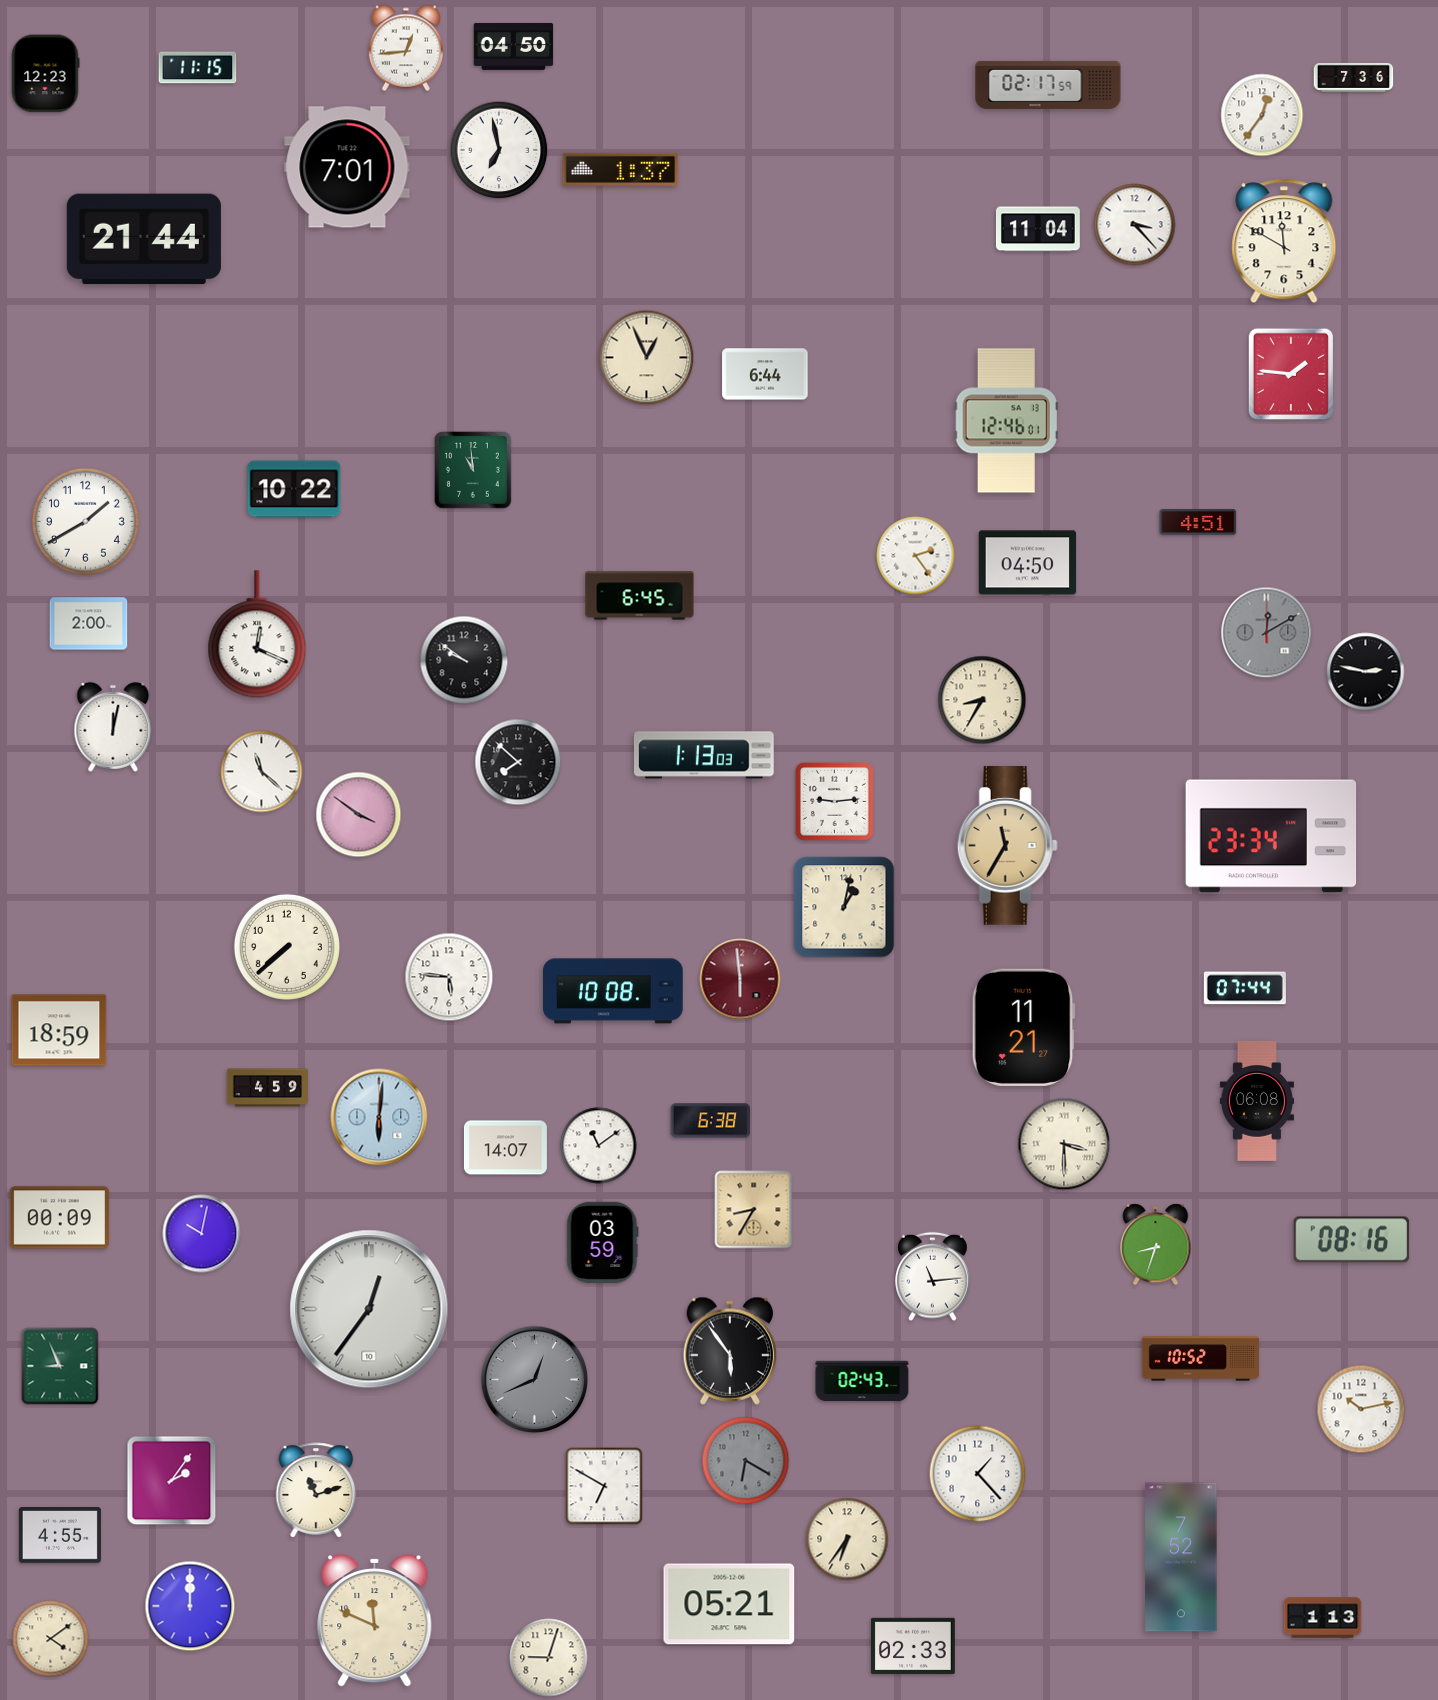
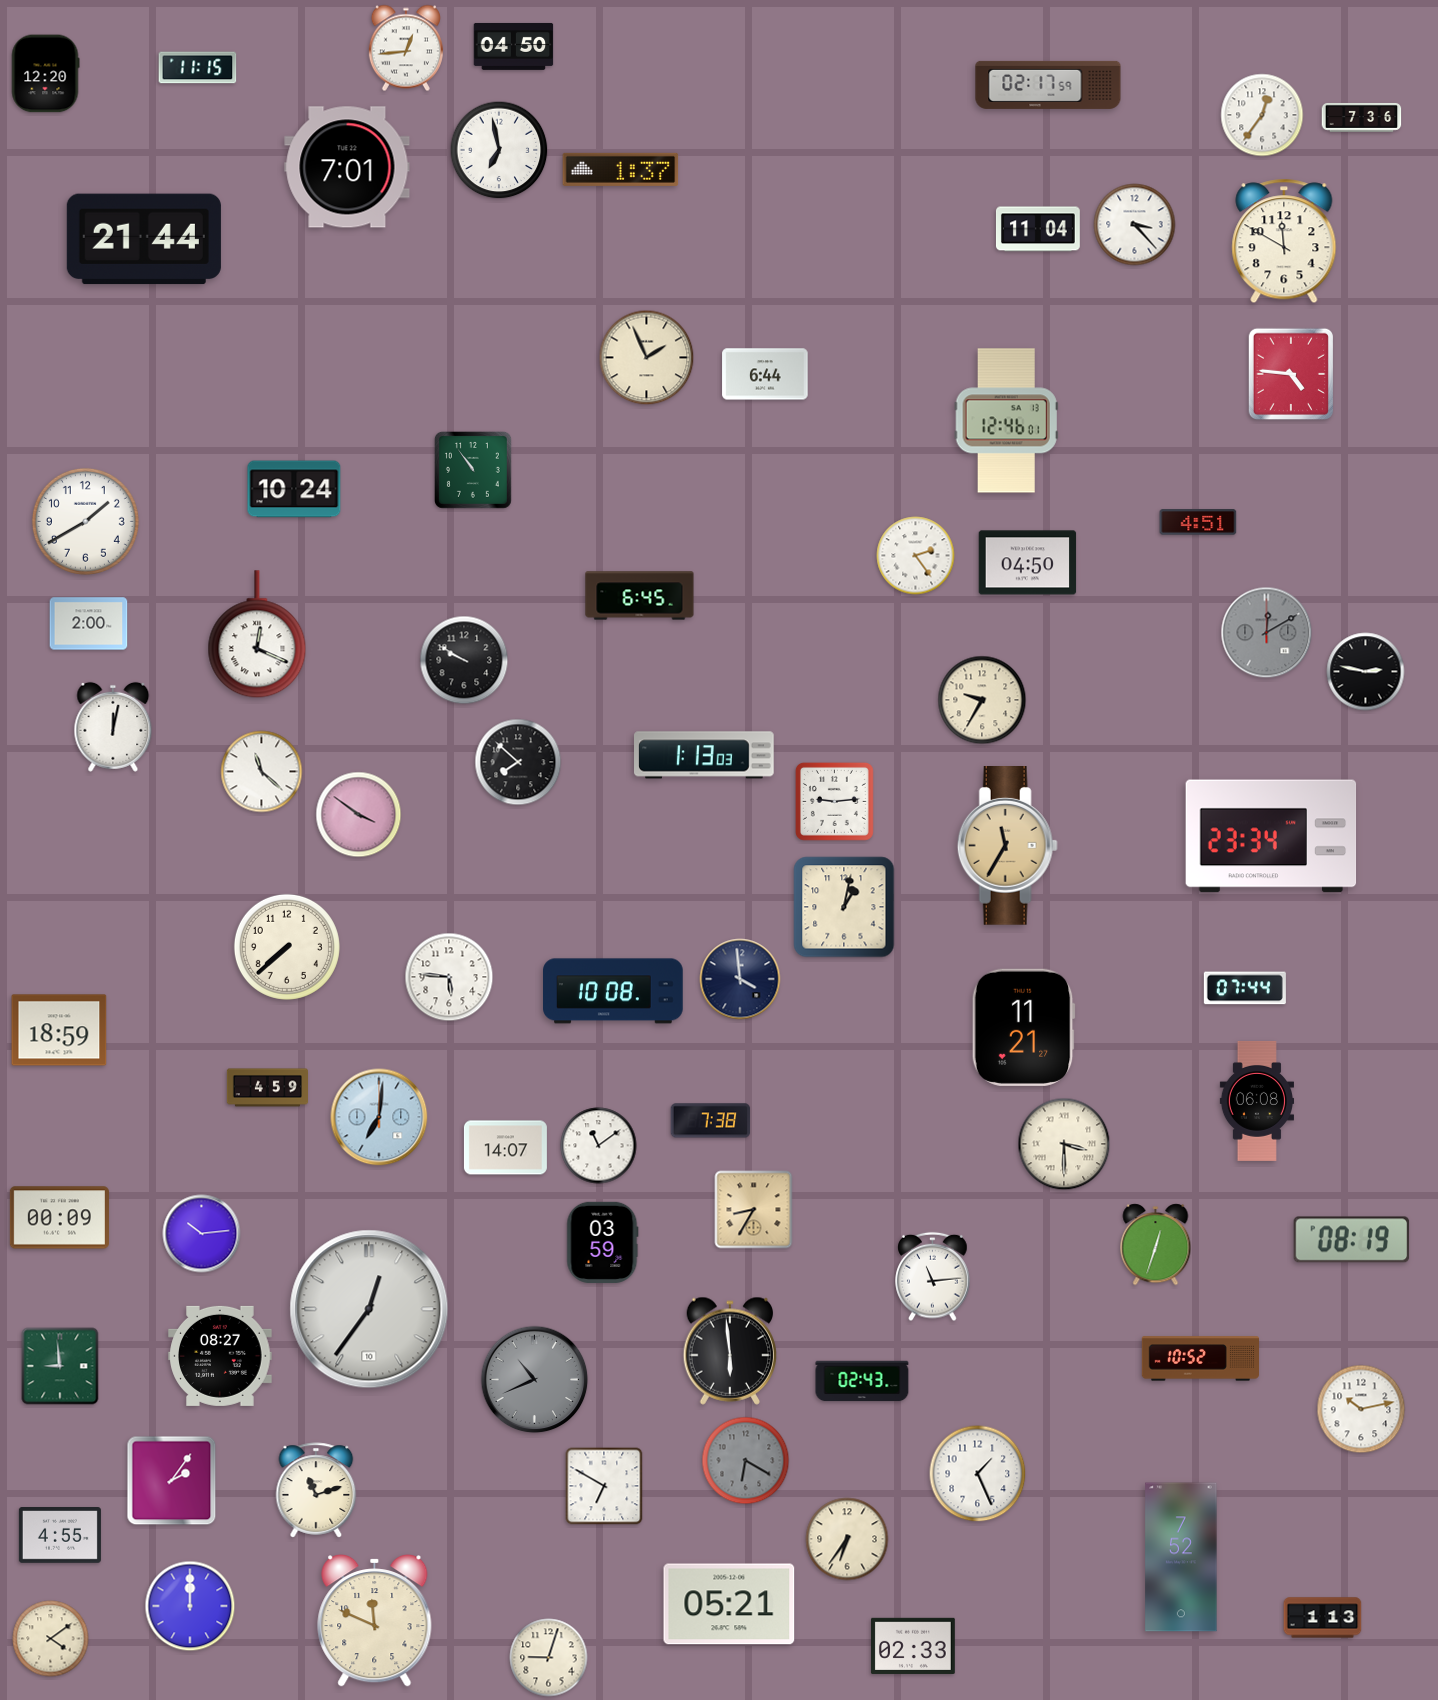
clock at (45, 74): 12:23 -> 12:20
clock at (1354, 77) position: (1354, 77) -> (1362, 117)
clock at (647, 358): 12:56 -> 1:56
clock at (1290, 373): 1:46 -> 4:46
clock at (473, 470): 10:59 -> 10:54
clock at (294, 489): 10:22 -> 10:24
clock at (464, 660): 9:51 -> 9:50
clock at (982, 700): 8:35 -> 9:35
clock at (740, 979): 5:59 -> 3:59
clock at (740, 979) dial: burgundy -> navy
clock at (379, 1117): 6:01 -> 7:01
clock at (711, 1121): 6:38 -> 7:38
clock at (202, 1234): 10:02 -> 10:14
clock at (1352, 1240): 08:16 -> 08:19
clock at (1156, 1245): 8:33 -> 12:33
clock at (730, 1351): 5:54 -> 5:59
clock at (220, 1356): none -> 08:27
clock at (60, 1366): 8:56 -> 8:59
clock at (535, 1380): 12:41 -> 10:41
clock at (978, 1474): 1:23 -> 1:26
